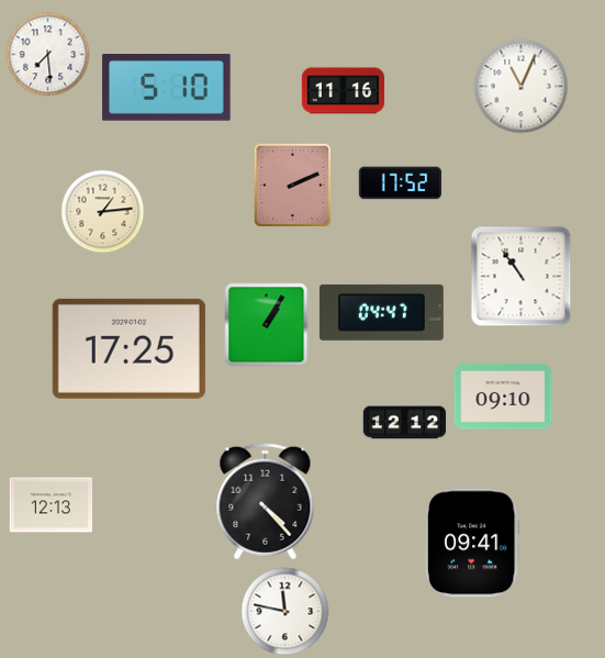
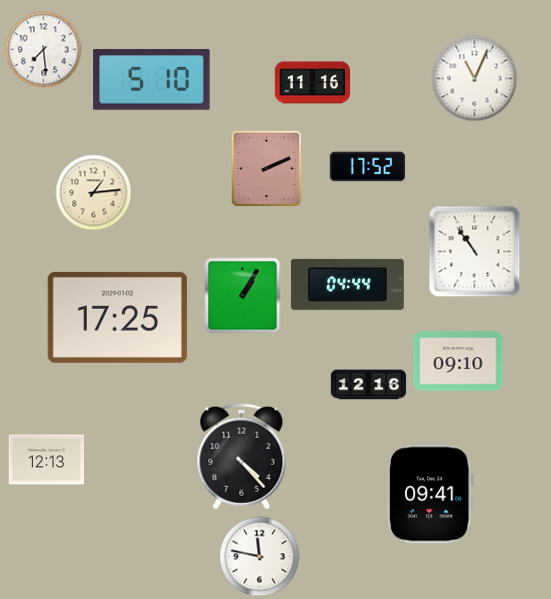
clock at (401, 183) position: (401, 183) -> (368, 167)
clock at (381, 312): 04:47 -> 04:44
clock at (405, 423): 12:12 -> 12:16
